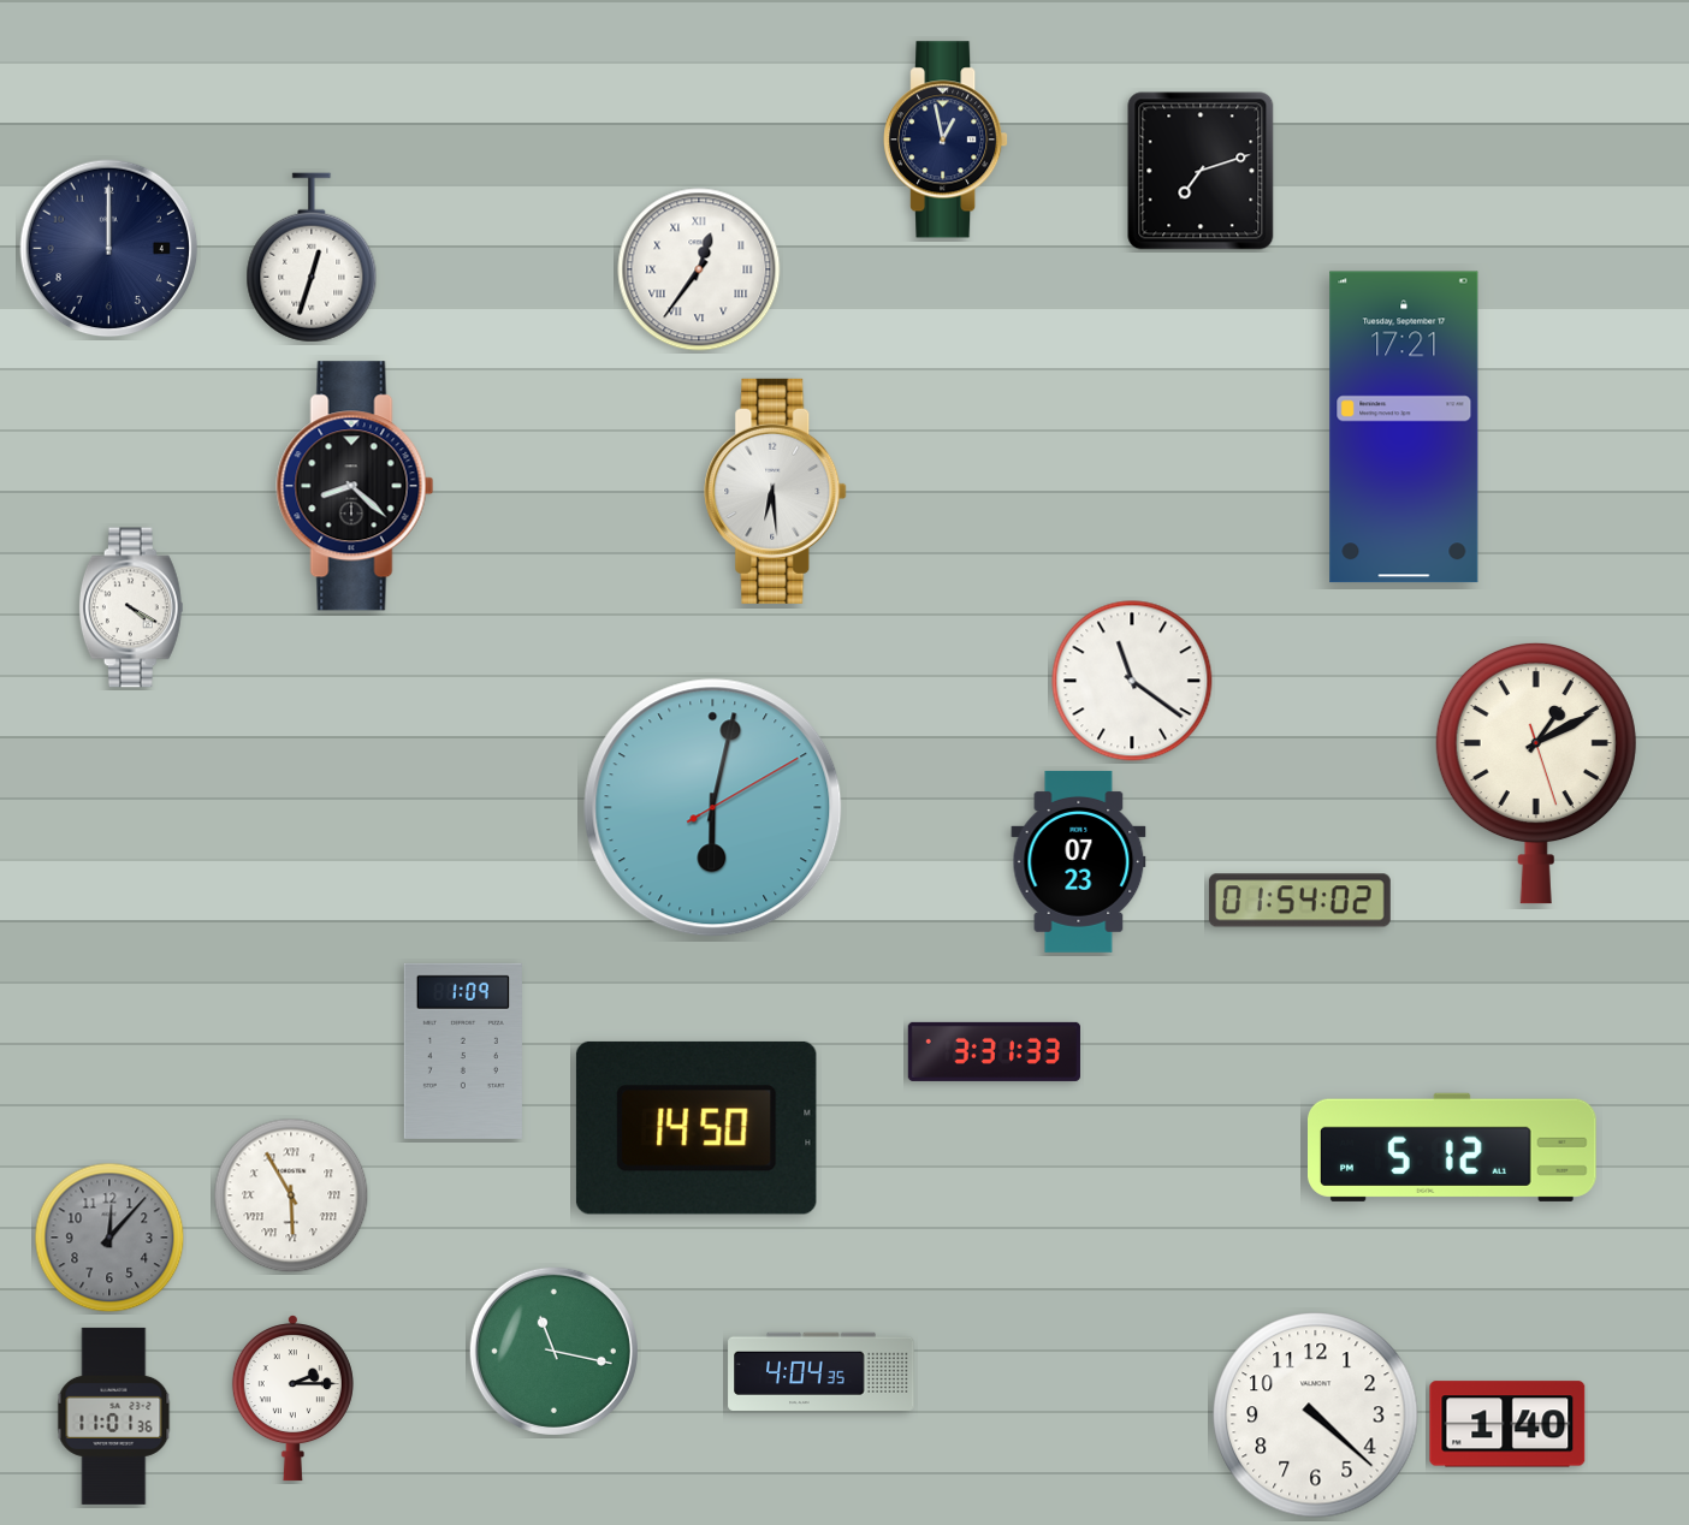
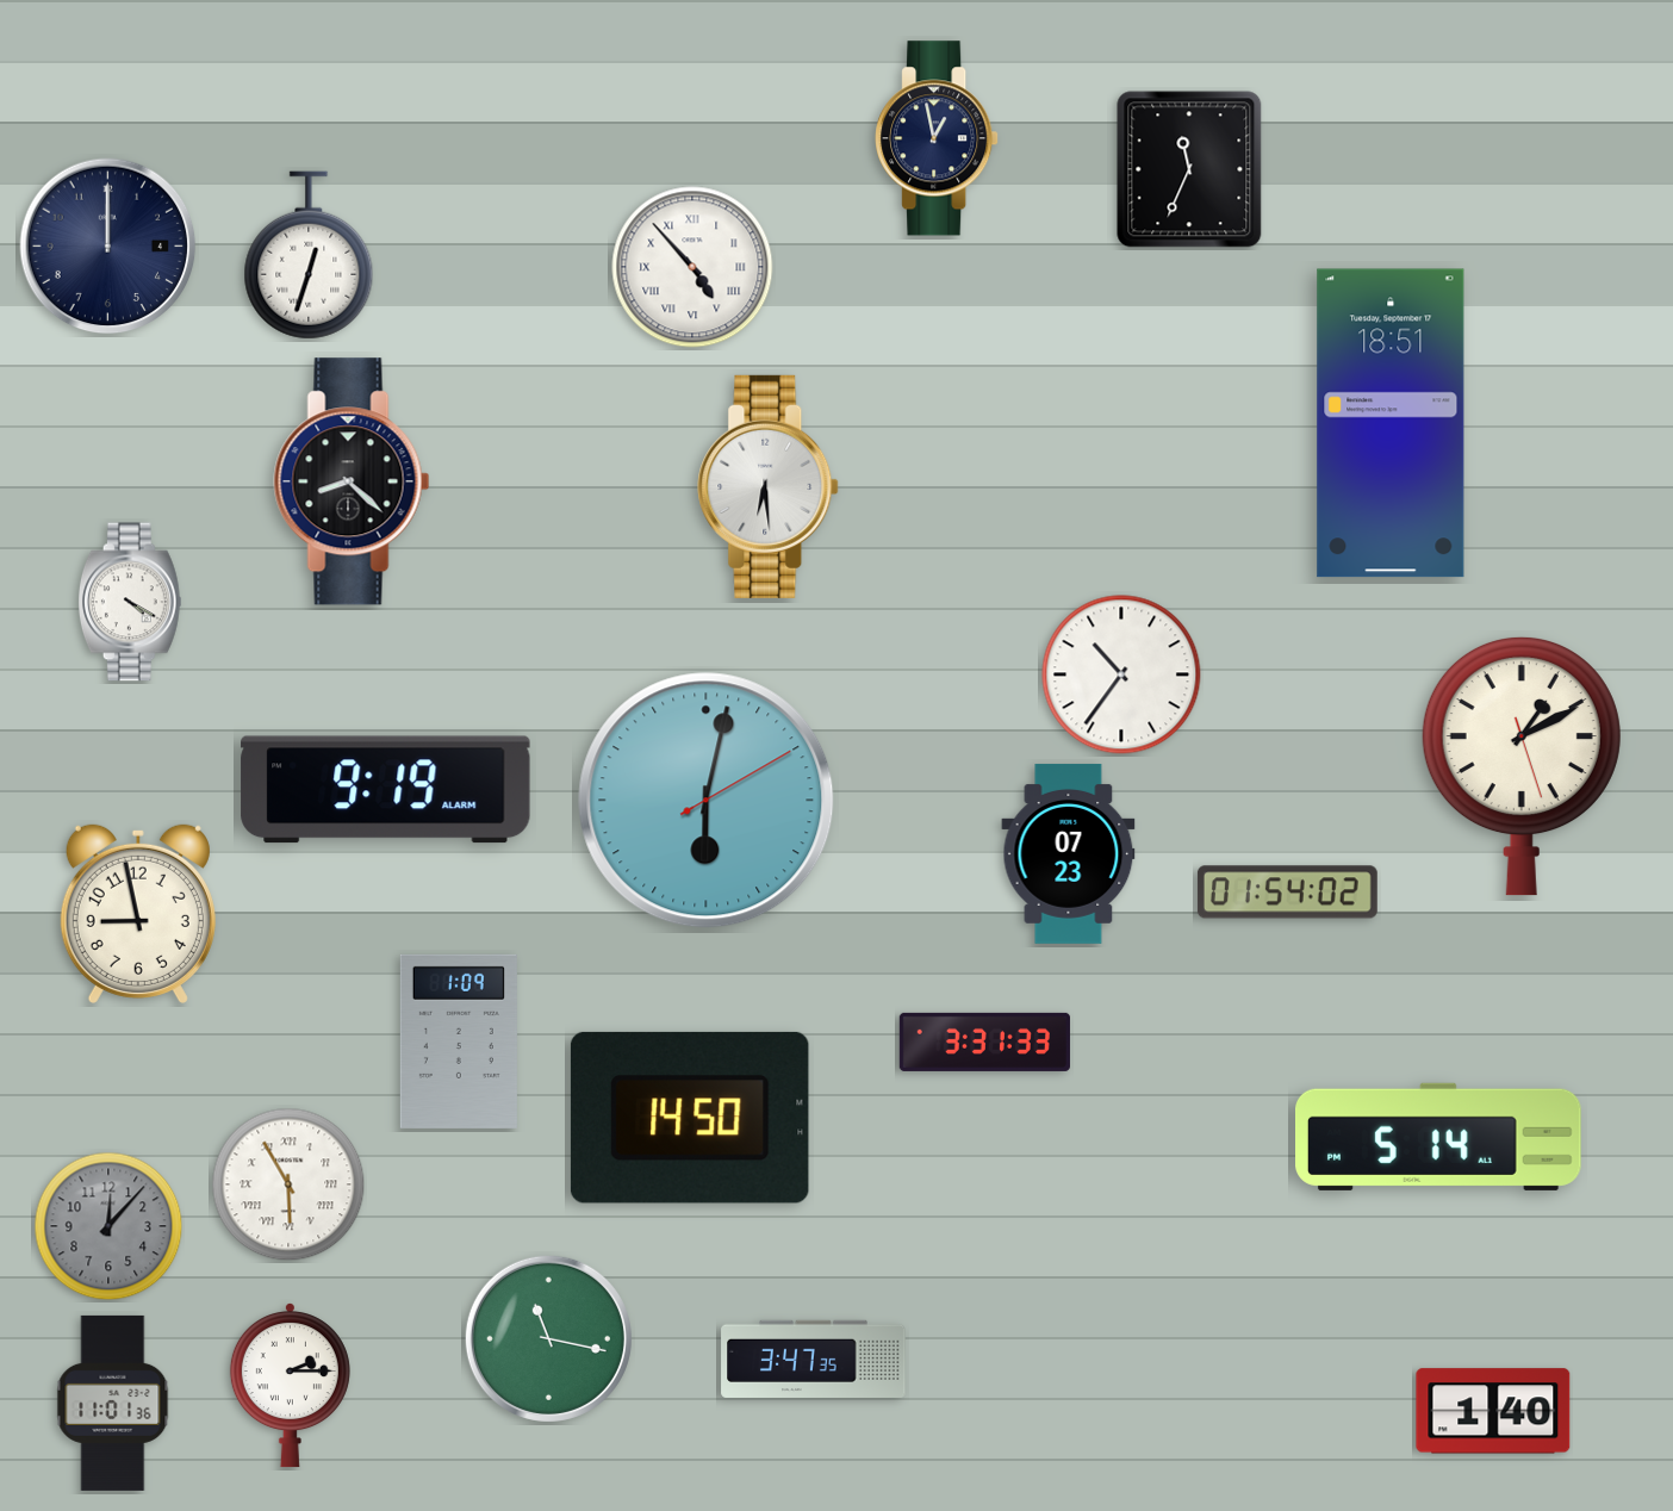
clock at (1201, 171): 7:12 -> 11:34
clock at (699, 269): 12:36 -> 4:53
clock at (1404, 427): 17:21 -> 18:51
clock at (1132, 681): 11:21 -> 10:36
clock at (386, 790): none -> 9:19
clock at (138, 914): none -> 8:58
clock at (1453, 1147): 5:12 -> 5:14
clock at (822, 1371): 4:04 -> 3:47
clock at (1316, 1416): 4:22 -> none
